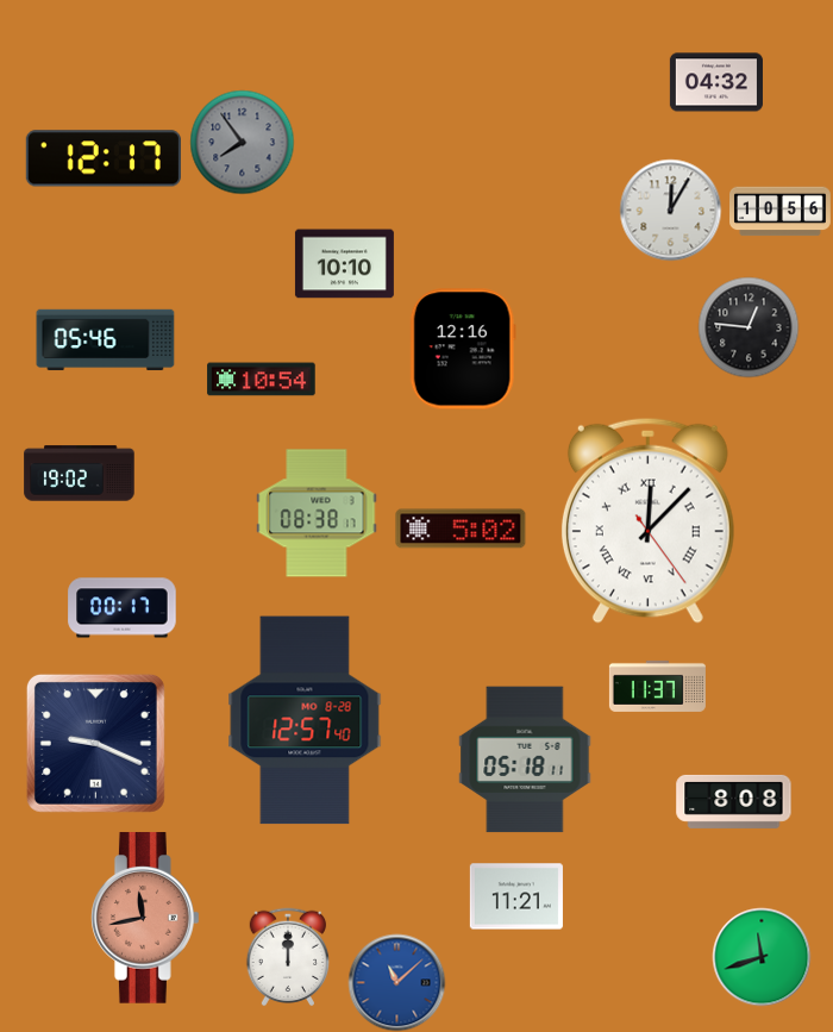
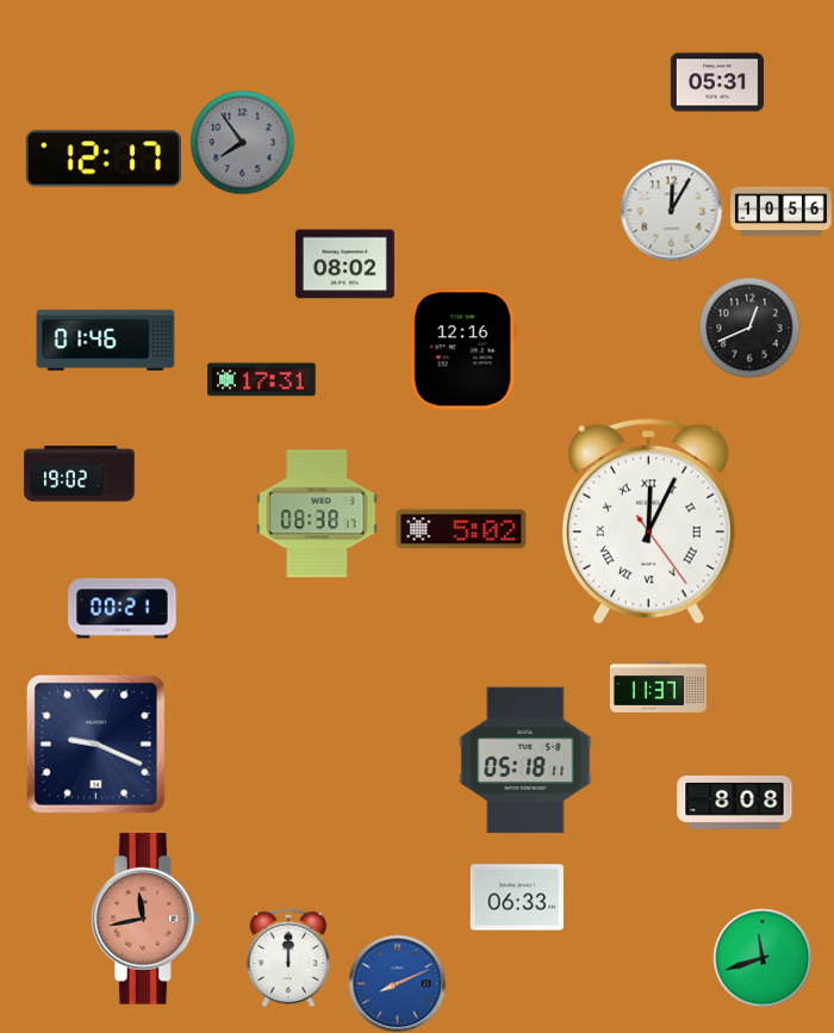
clock at (716, 82): 04:32 -> 05:31
clock at (344, 264): 10:10 -> 08:02
clock at (749, 327): 12:46 -> 12:41
clock at (106, 340): 05:46 -> 01:46
clock at (262, 380): 10:54 -> 17:31
clock at (647, 520): 12:07 -> 12:04
clock at (123, 608): 00:17 -> 00:21
clock at (305, 720): 12:57 -> none
clock at (516, 896): 11:21 -> 06:33
clock at (396, 982): 11:08 -> 8:11
